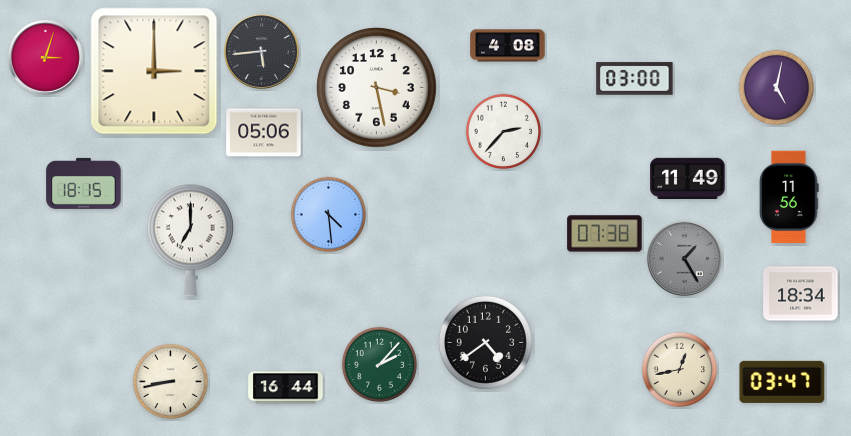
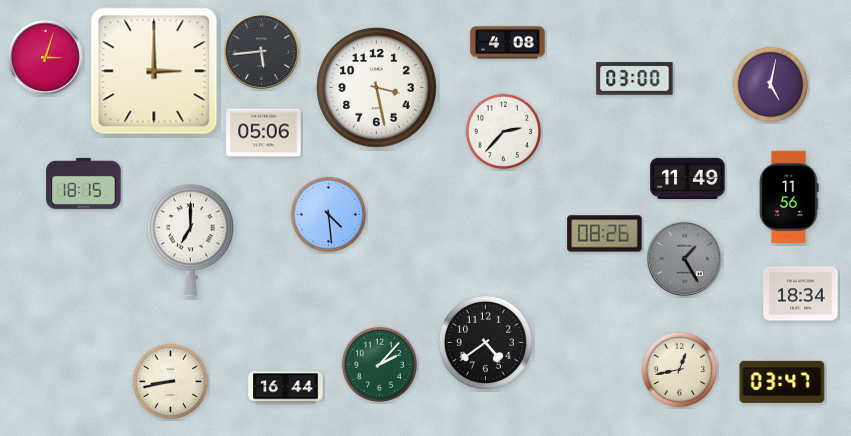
clock at (508, 46) position: (508, 46) -> (508, 43)
clock at (777, 88) position: (777, 88) -> (771, 85)
clock at (605, 234): 07:38 -> 08:26
